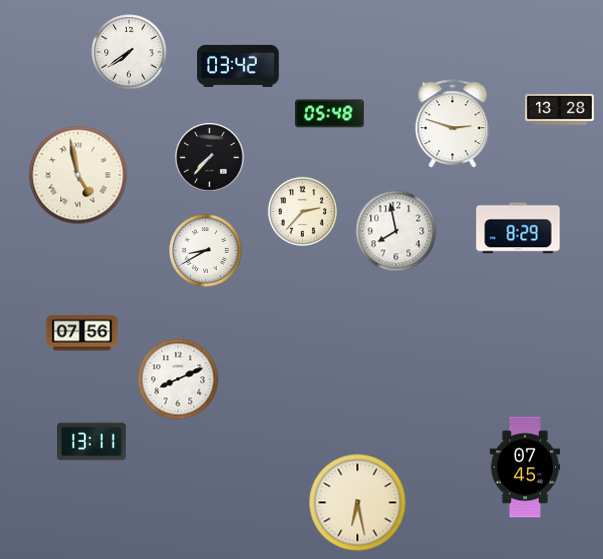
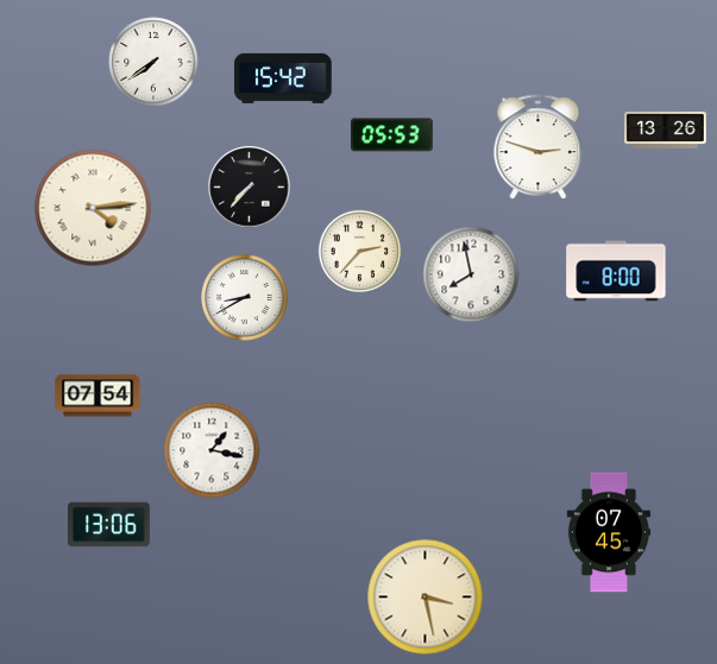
clock at (238, 66): 03:42 -> 15:42
clock at (560, 109): 13:28 -> 13:26
clock at (330, 114): 05:48 -> 05:53
clock at (78, 175): 4:58 -> 4:14
clock at (518, 228): 8:29 -> 8:00
clock at (82, 333): 07:56 -> 07:54
clock at (178, 379): 8:11 -> 1:17
clock at (92, 442): 13:11 -> 13:06
clock at (525, 467) position: (525, 467) -> (609, 532)
clock at (358, 503): 6:28 -> 3:28
